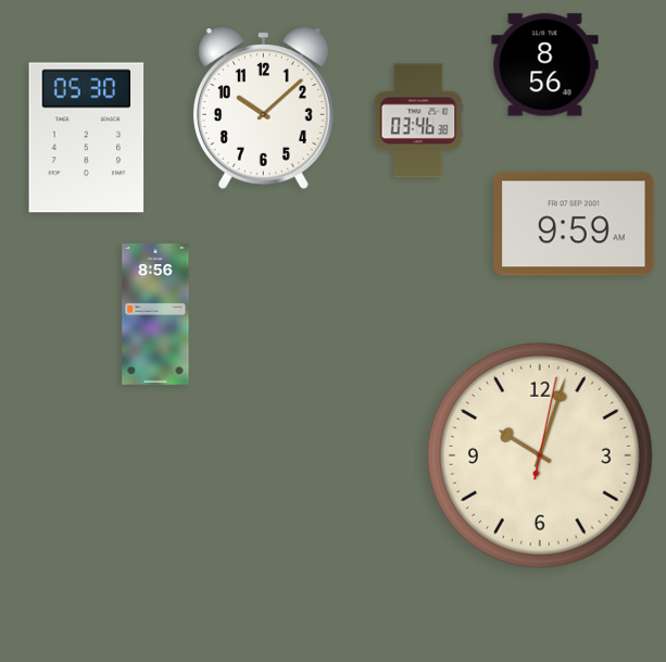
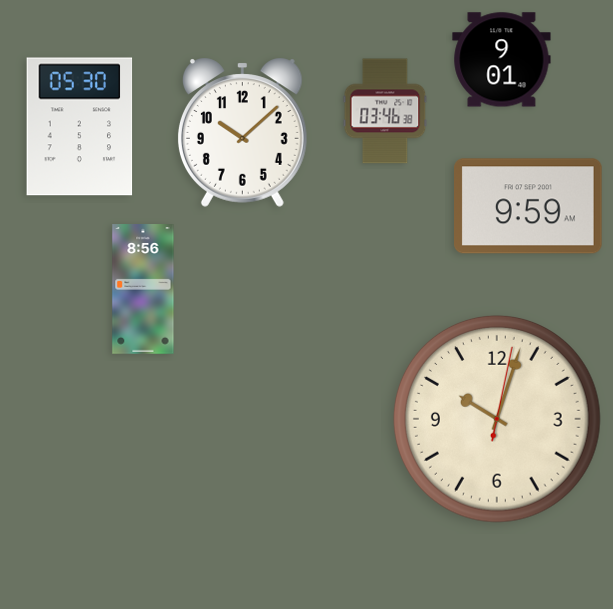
clock at (545, 65): 8:56 -> 9:01
clock at (263, 108) position: (263, 108) -> (242, 132)
